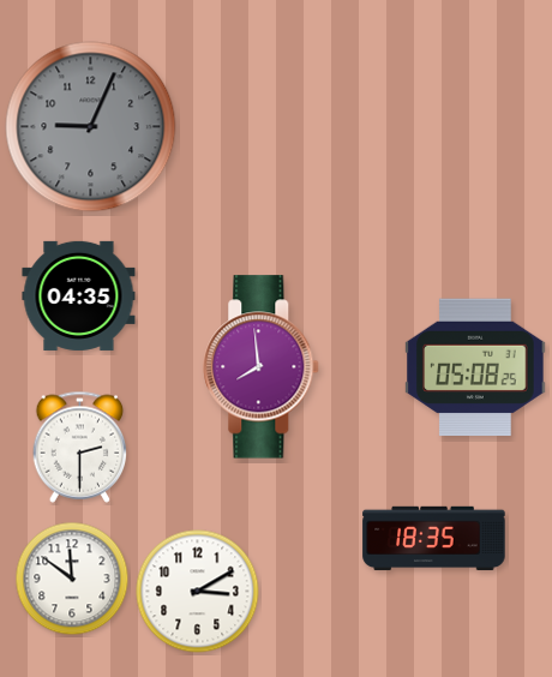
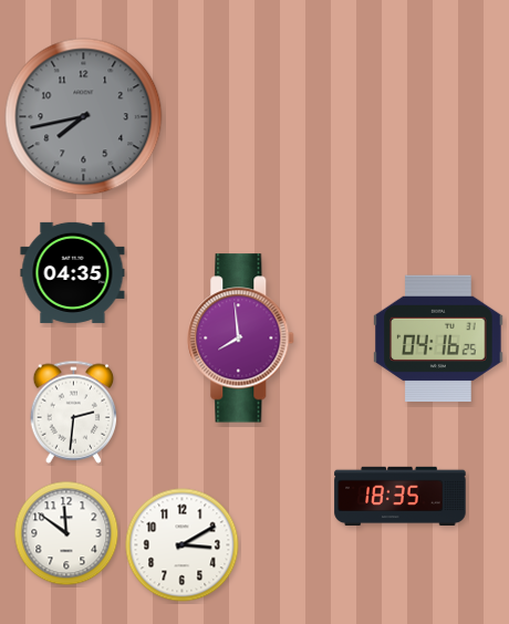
clock at (91, 127): 9:04 -> 7:43
clock at (475, 367): 05:08 -> 04:16
clock at (80, 447): 2:30 -> 2:31
